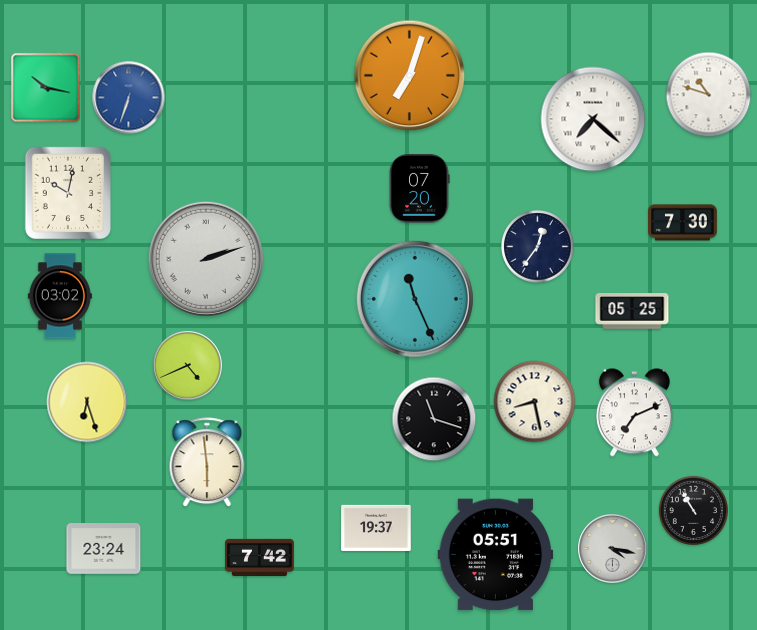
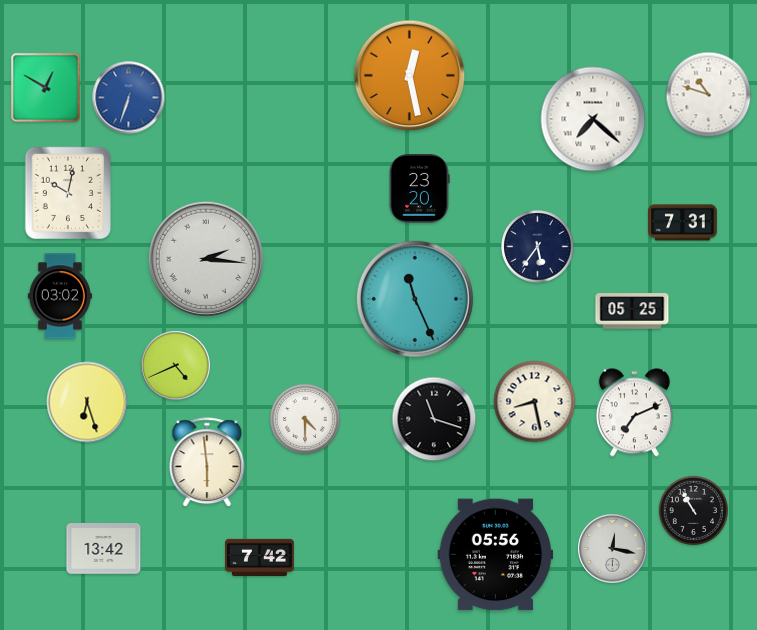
clock at (410, 76): 7:03 -> 12:28
clock at (46, 88): 10:17 -> 12:50
clock at (419, 189): 07:20 -> 23:20
clock at (683, 223): 7:30 -> 7:31
clock at (538, 247): 12:36 -> 5:36
clock at (206, 259): 2:12 -> 2:16
clock at (188, 366) position: (188, 366) -> (176, 366)
clock at (305, 419): none -> 4:30
clock at (376, 528): 19:37 -> none
clock at (104, 549): 23:24 -> 13:42
clock at (613, 549): 4:17 -> 12:17
clock at (496, 555): 05:51 -> 05:56
